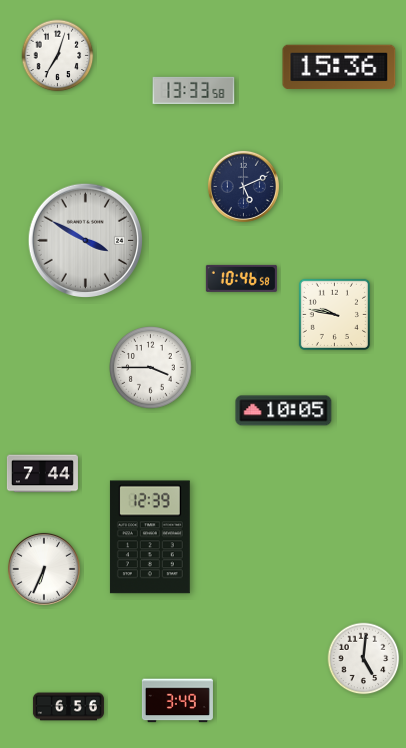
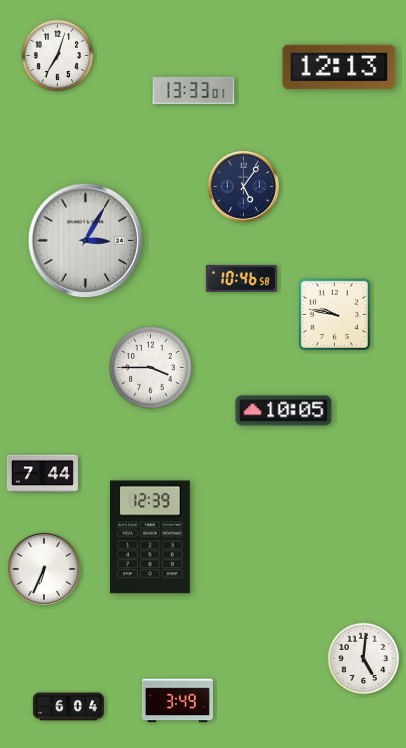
clock at (339, 67): 15:36 -> 12:13
clock at (194, 90): 13:33:58 -> 13:33:01
clock at (243, 186): 5:11 -> 5:06
clock at (85, 240): 3:50 -> 3:05
clock at (68, 707): 6:56 -> 6:04
